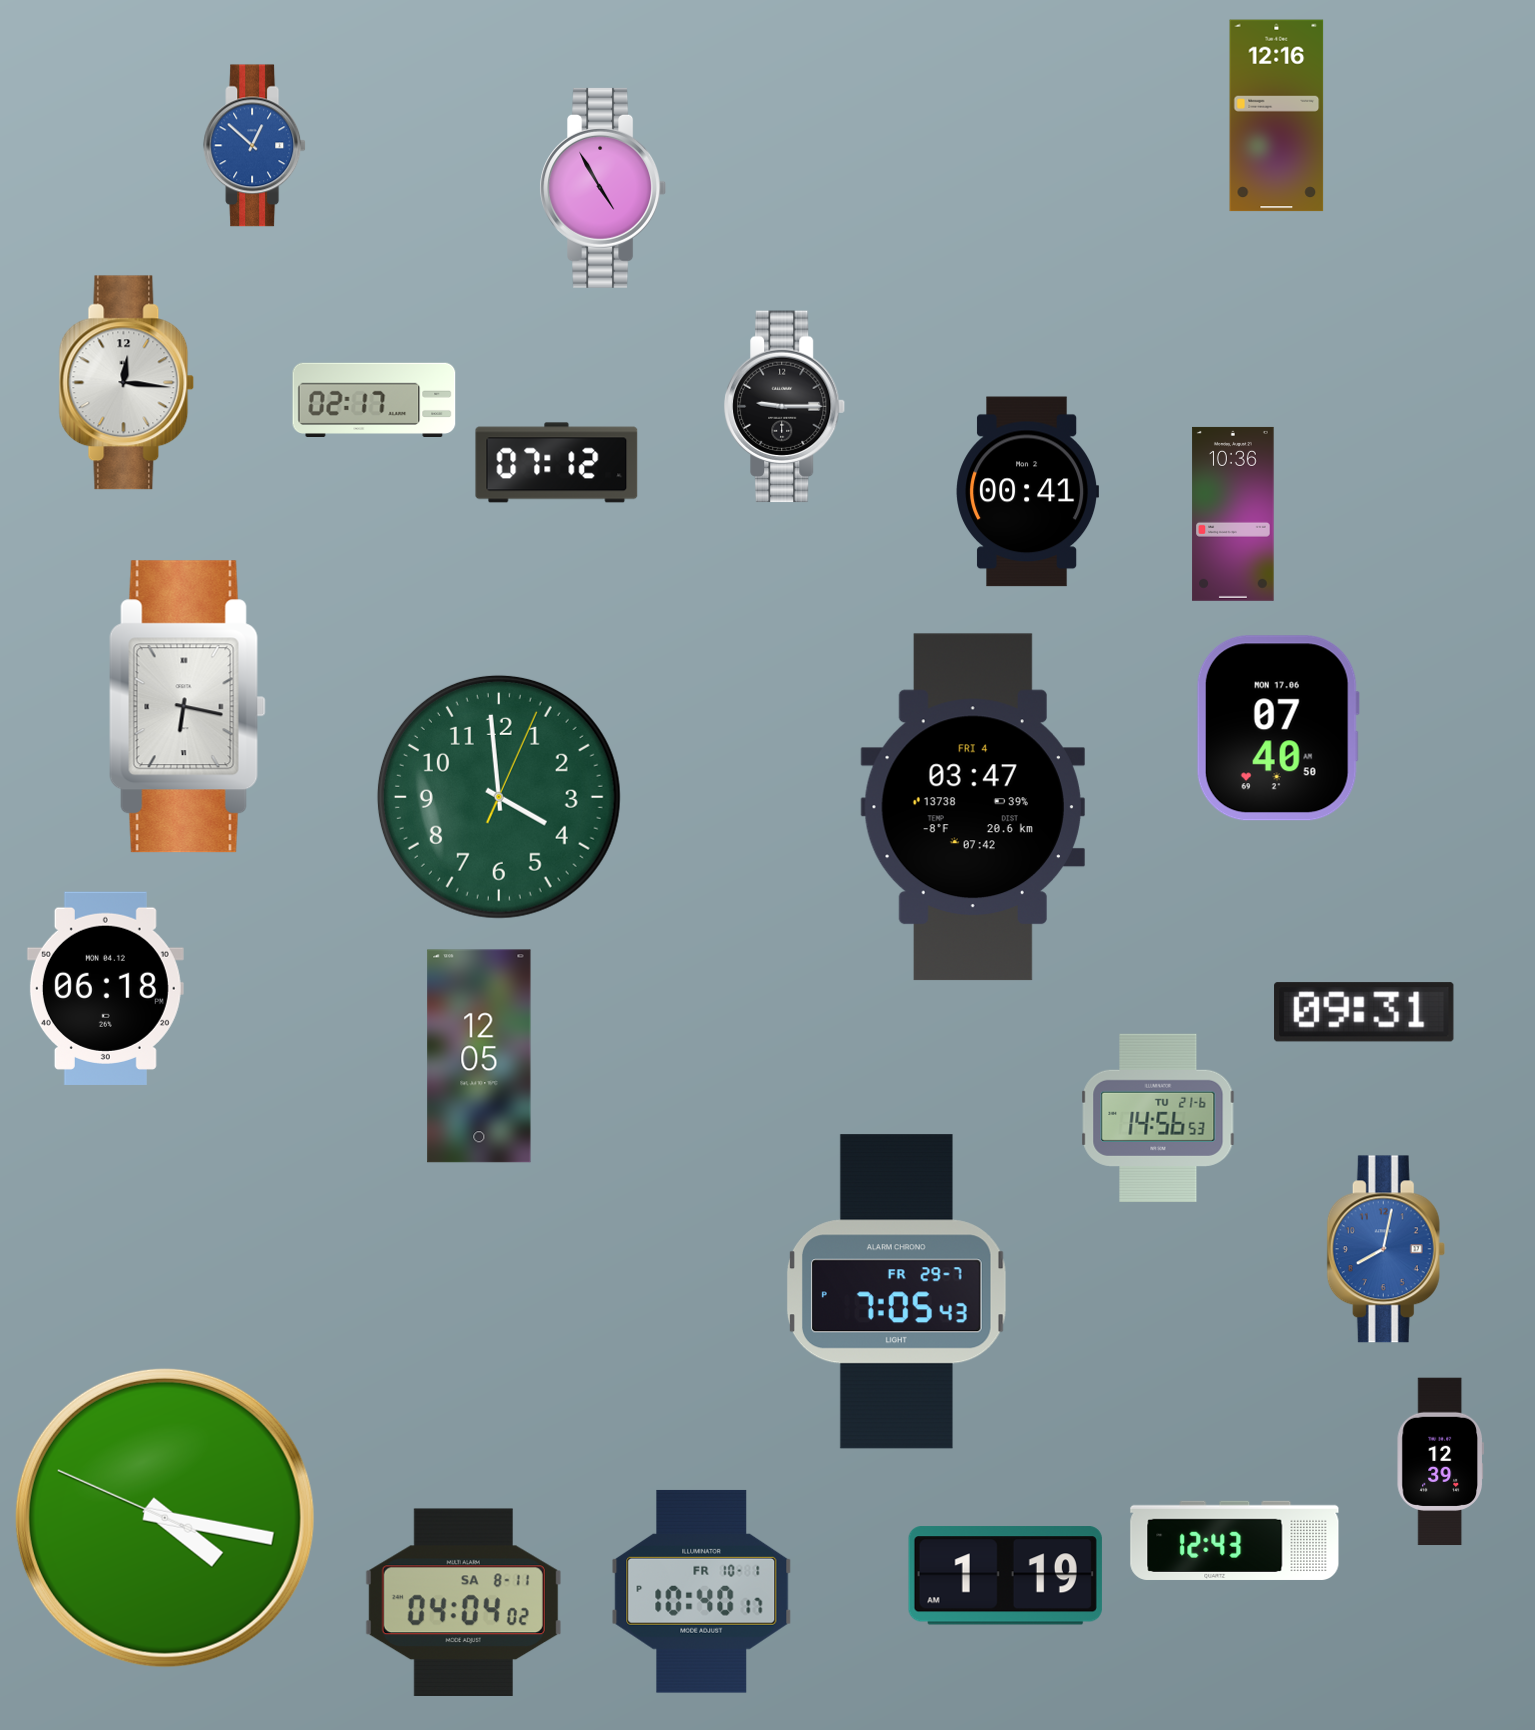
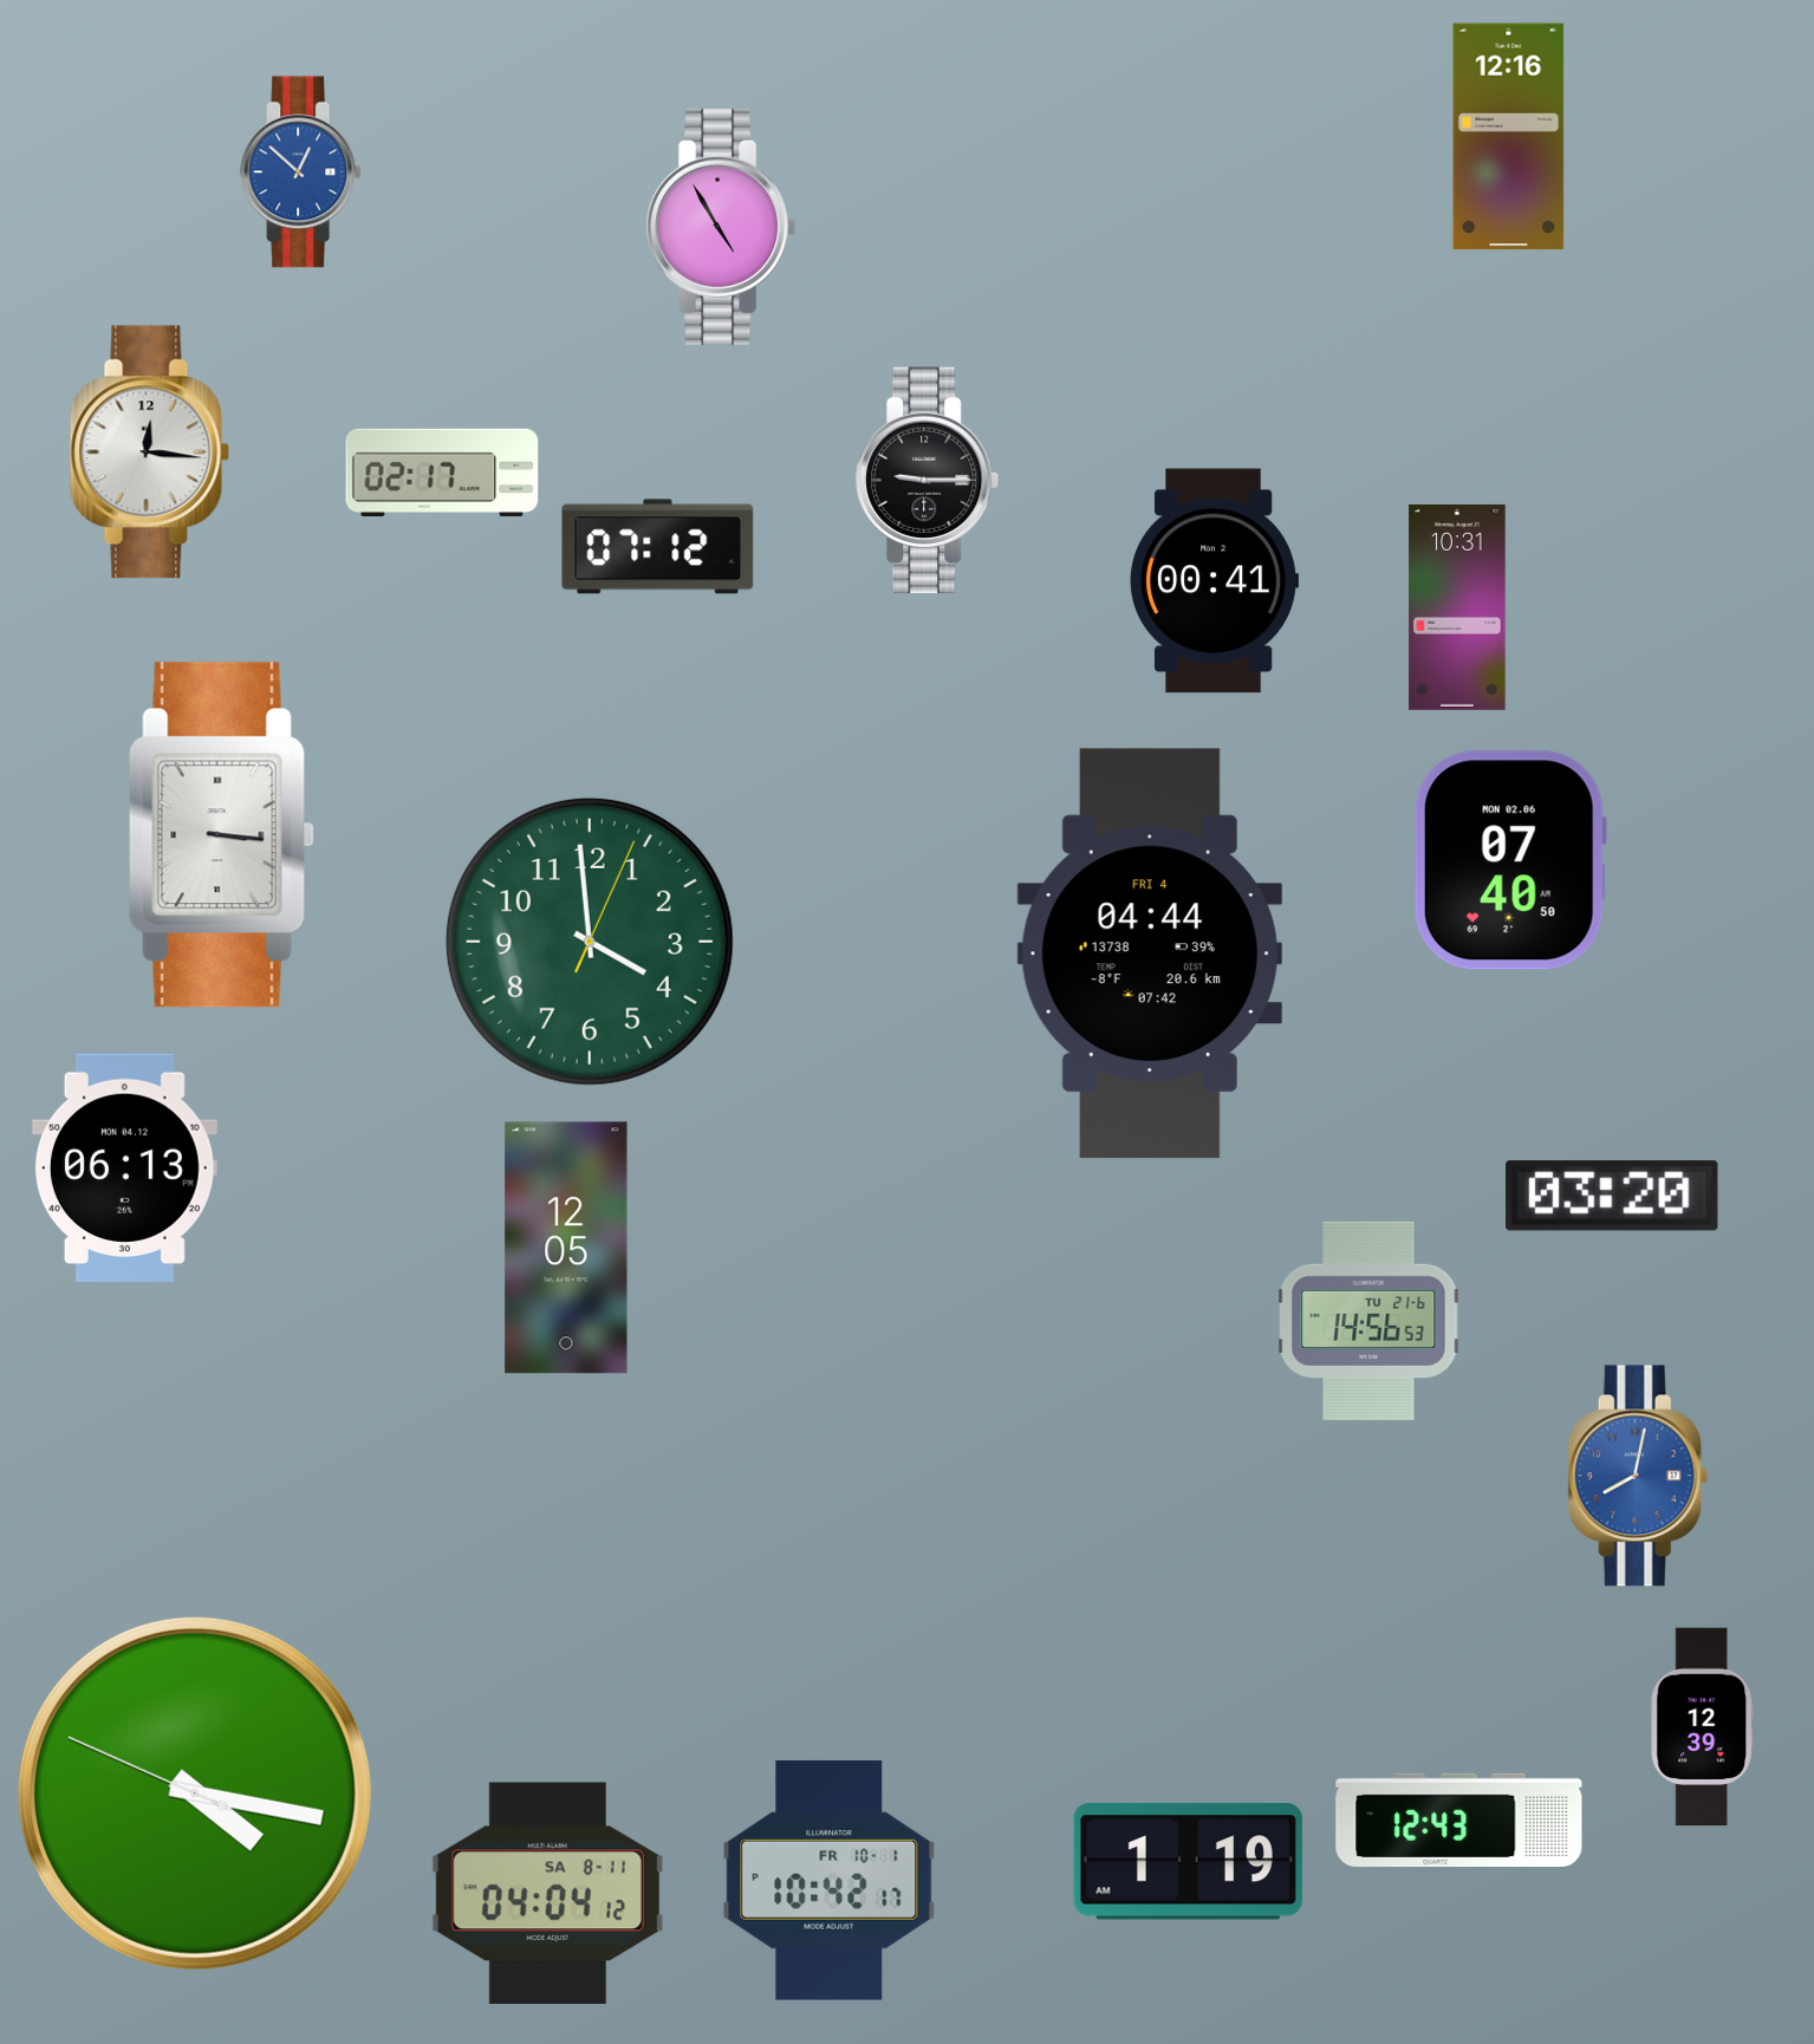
clock at (603, 188) position: (603, 188) -> (721, 227)
clock at (1233, 514): 10:36 -> 10:31
clock at (187, 707): 6:17 -> 3:16
clock at (1278, 728) date: MON 17.06 -> MON 02.06
clock at (973, 807): 03:47 -> 04:44
clock at (105, 988): 06:18 -> 06:13
clock at (1364, 1012): 09:31 -> 03:20
clock at (896, 1292): 7:05 -> none
clock at (702, 1591): 10:40 -> 10:42
clock at (463, 1602): 04:04:02 -> 04:04:12
